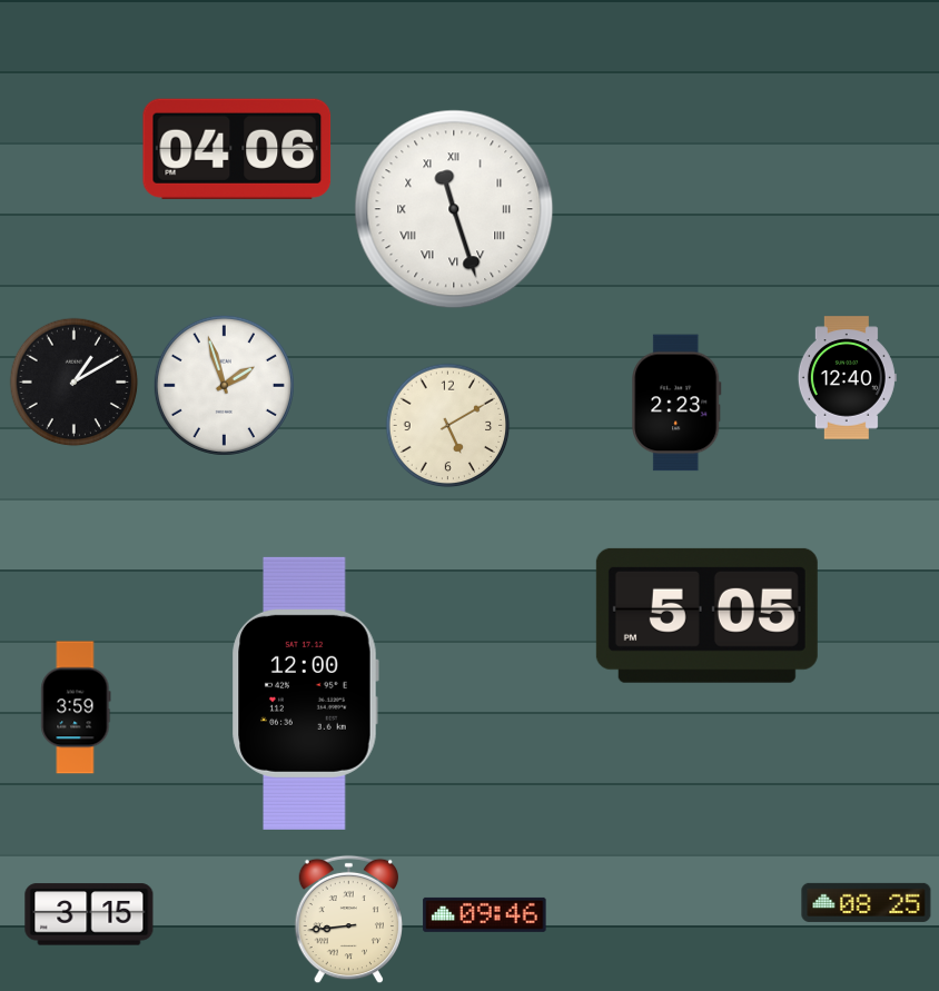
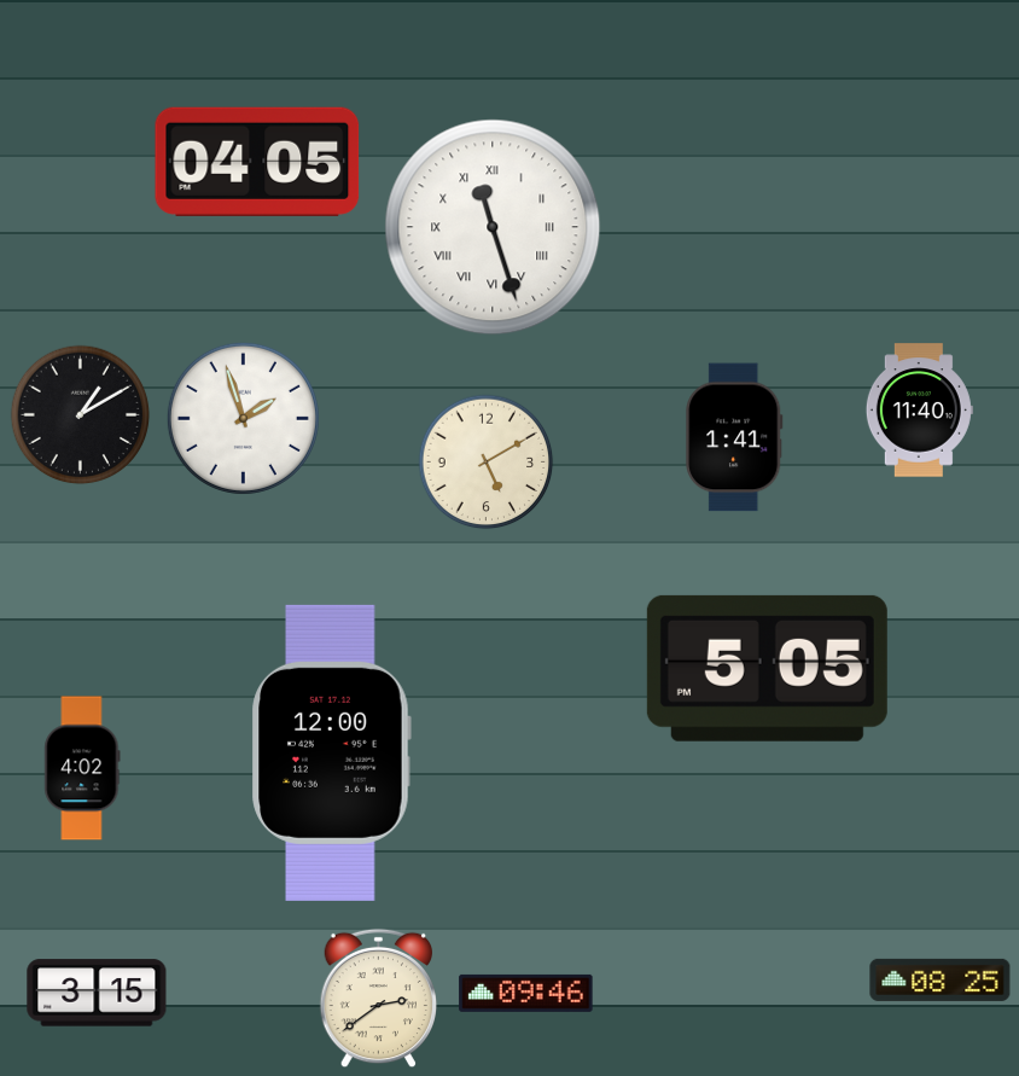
clock at (237, 149): 04:06 -> 04:05
clock at (847, 378): 12:40 -> 11:40
clock at (676, 403): 2:23 -> 1:41
clock at (76, 707): 3:59 -> 4:02
clock at (349, 920): 8:44 -> 2:39
